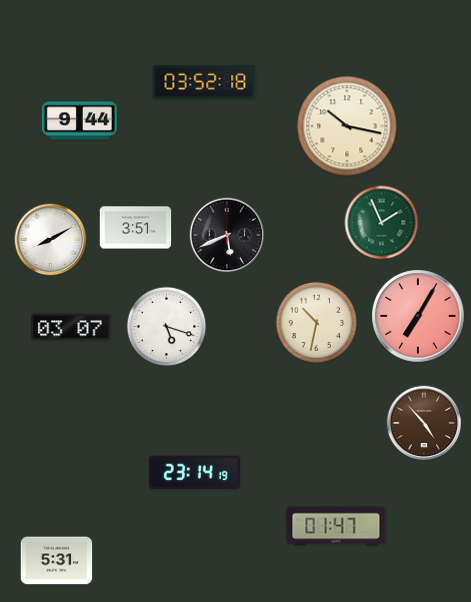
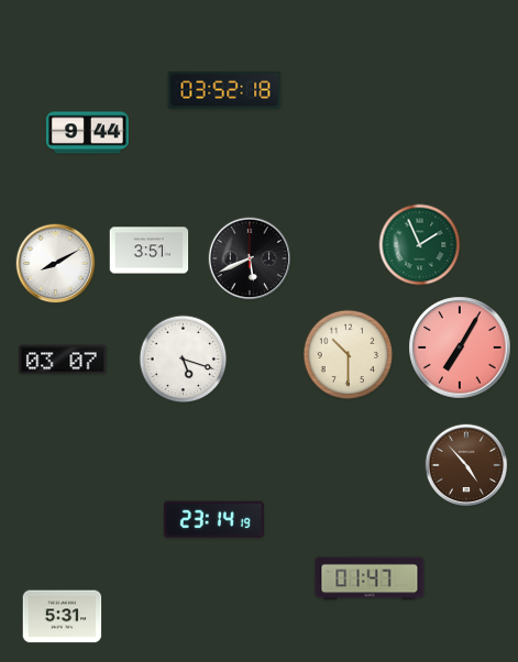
clock at (347, 126): 10:17 -> none
clock at (317, 323): 10:32 -> 10:30
clock at (71, 327) position: (71, 327) -> (63, 360)
